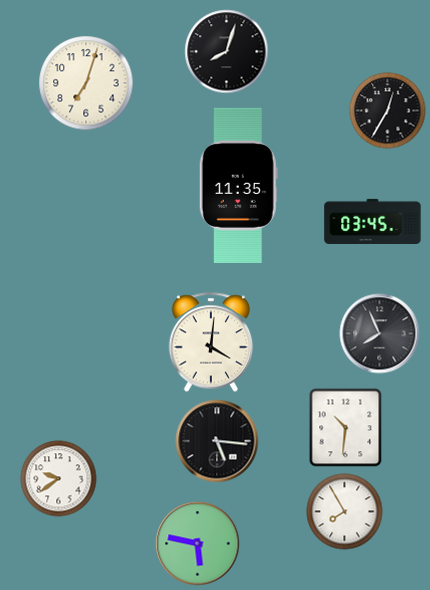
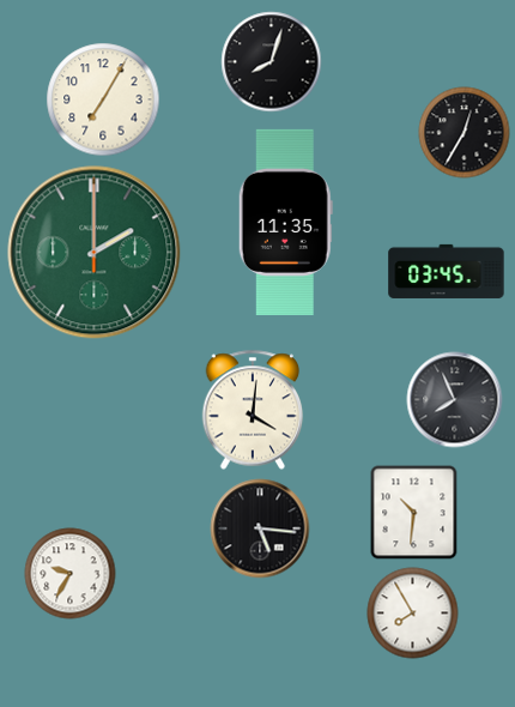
clock at (86, 83): 7:03 -> 7:05
clock at (95, 253): none -> 2:00
clock at (373, 221) position: (373, 221) -> (447, 271)
clock at (59, 479): 9:39 -> 9:35
clock at (198, 544): 5:47 -> none
